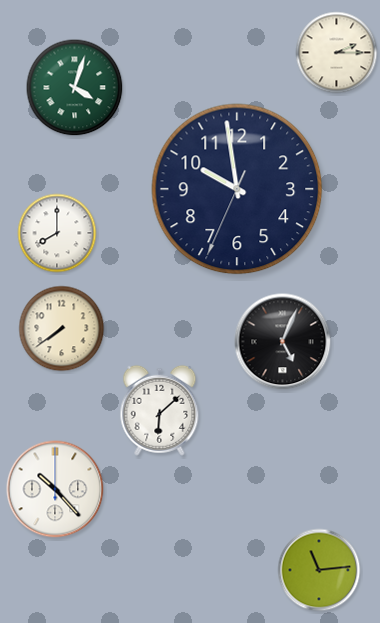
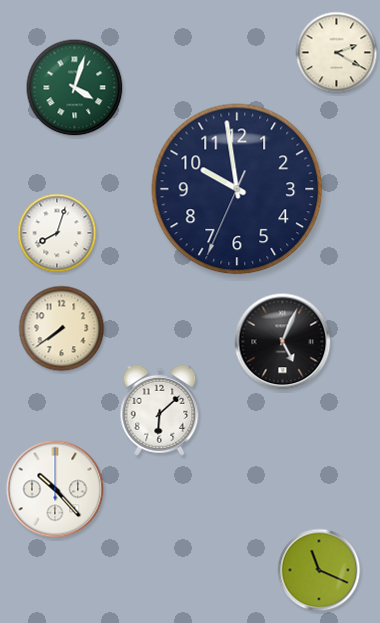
clock at (337, 53): 2:15 -> 2:20
clock at (57, 233): 8:00 -> 8:03
clock at (319, 570): 11:14 -> 11:19
